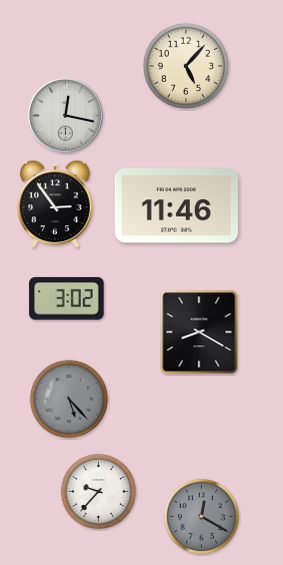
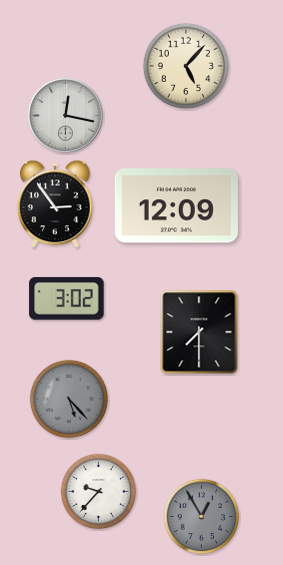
clock at (176, 206): 11:46 -> 12:09
clock at (199, 332): 8:20 -> 7:30
clock at (202, 517): 12:20 -> 12:55
